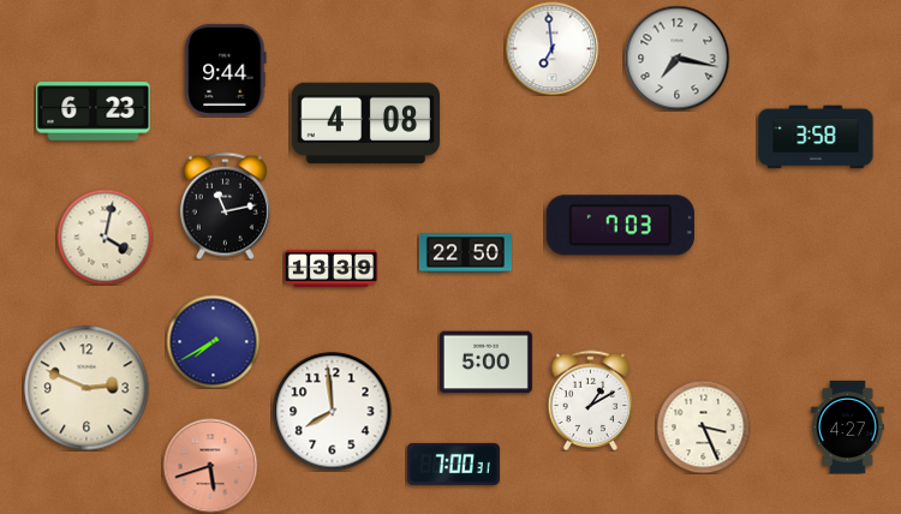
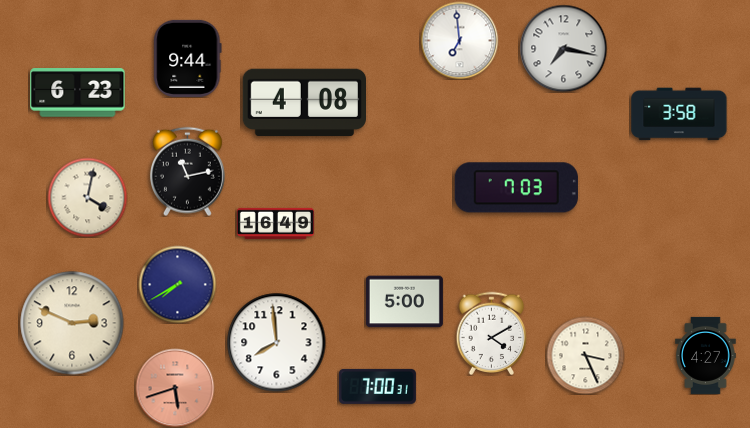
clock at (465, 253): 22:50 -> none
clock at (330, 268): 13:39 -> 16:49
clock at (591, 400): 1:10 -> 4:10
